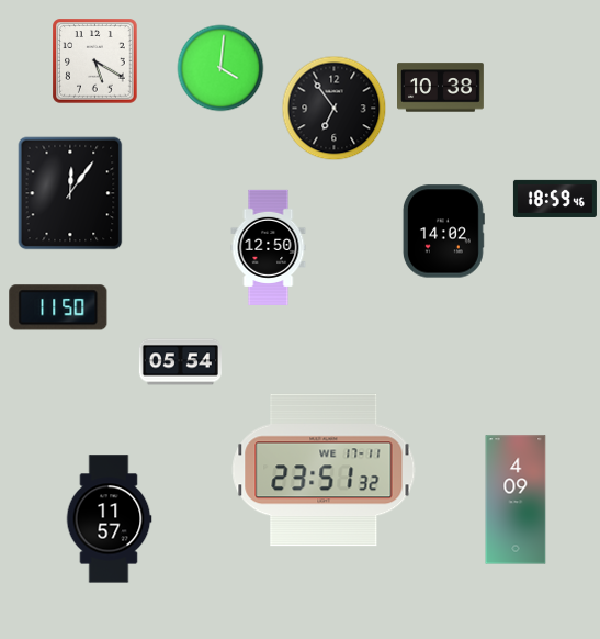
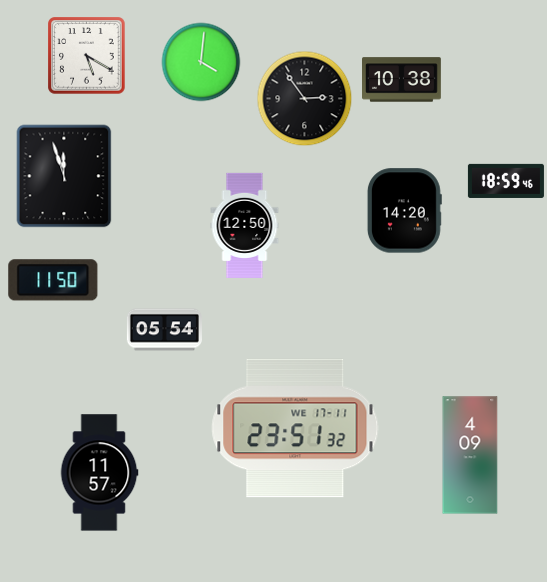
clock at (335, 109): 6:54 -> 2:54
clock at (70, 193): 12:06 -> 11:57
clock at (443, 232): 14:02 -> 14:20
